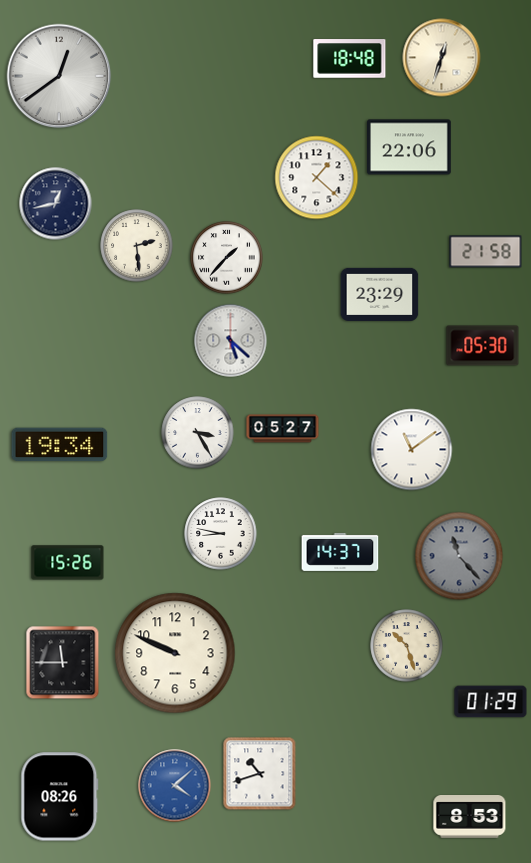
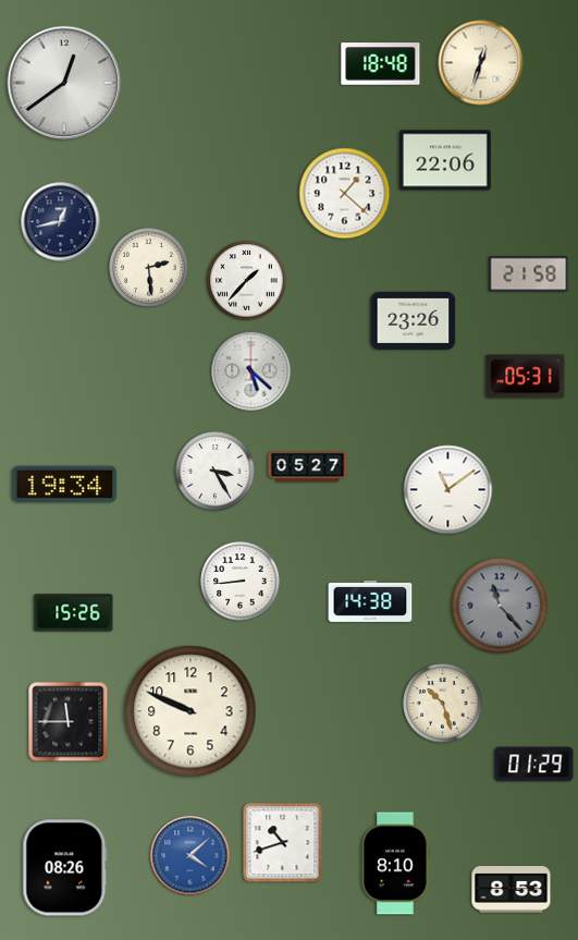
clock at (380, 294): 23:29 -> 23:26
clock at (483, 346): 05:30 -> 05:31
clock at (221, 534): 8:47 -> 8:44
clock at (340, 552): 14:37 -> 14:38
clock at (395, 864): none -> 8:10
